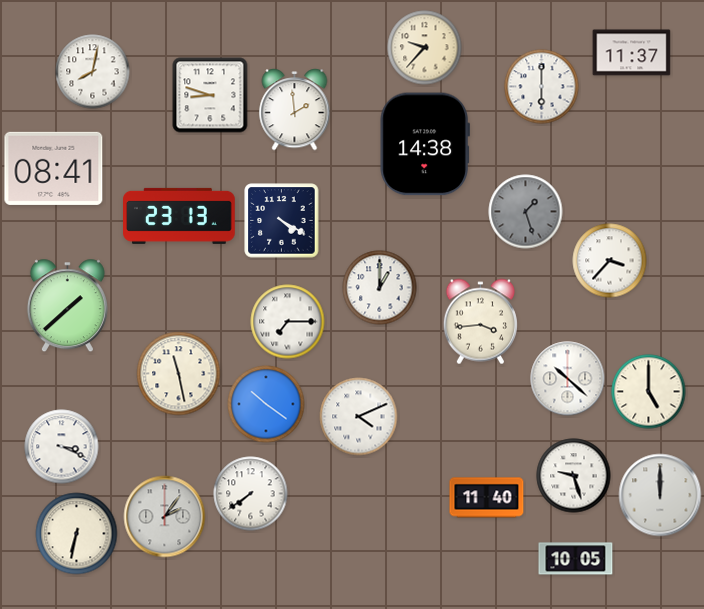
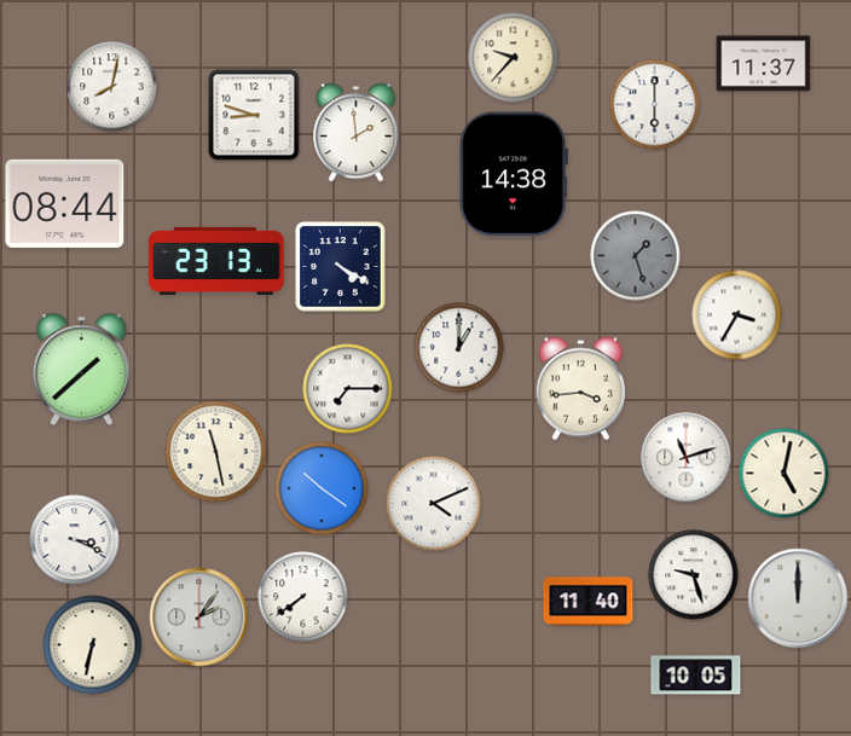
clock at (54, 168): 08:41 -> 08:44
clock at (610, 261): 3:37 -> 3:35
clock at (568, 379): 10:22 -> 11:12
clock at (649, 392): 5:00 -> 5:02
clock at (165, 517) position: (165, 517) -> (199, 618)
